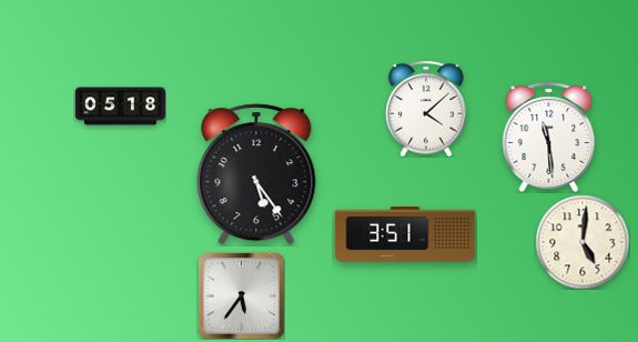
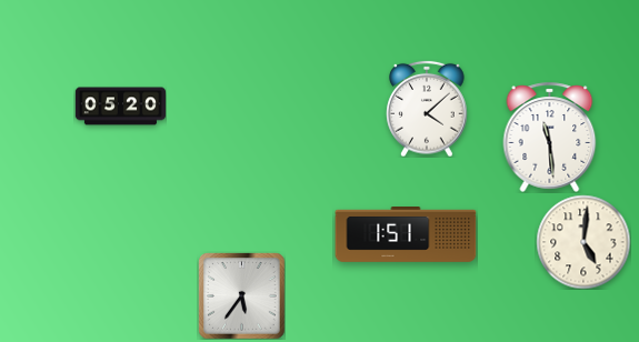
clock at (120, 107): 05:18 -> 05:20
clock at (256, 174): 5:24 -> none
clock at (405, 235): 3:51 -> 1:51
